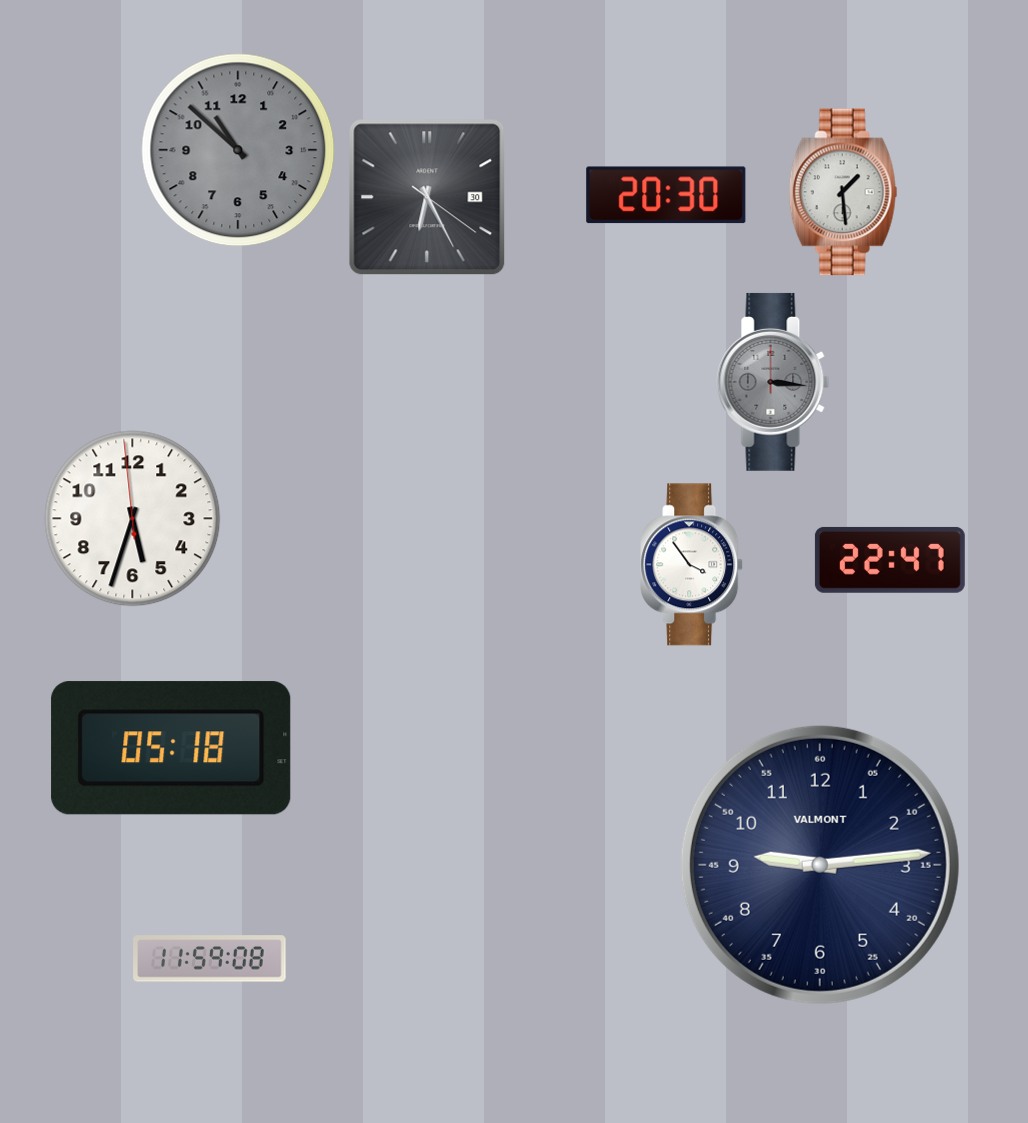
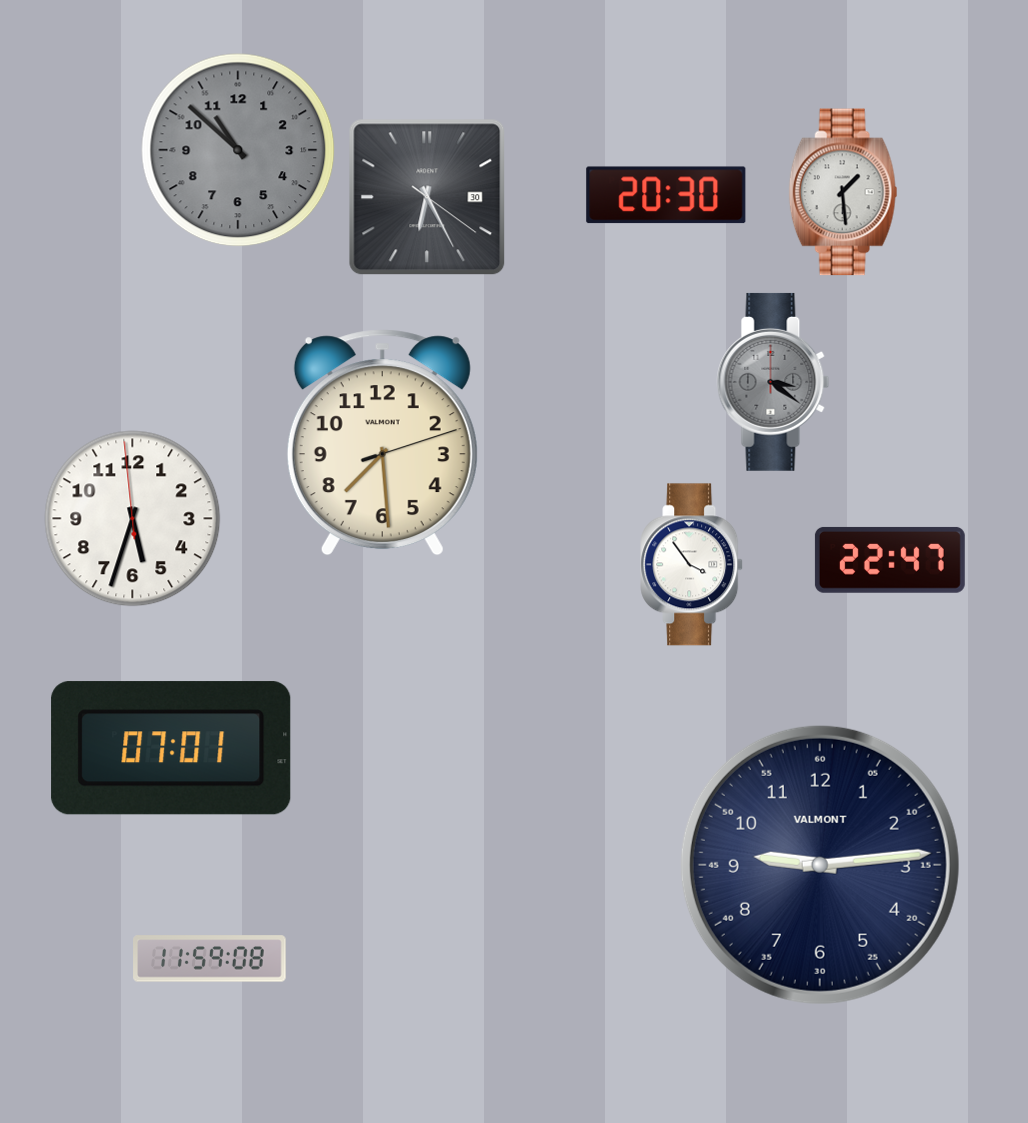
clock at (773, 382): 3:16 -> 3:21
clock at (382, 443): none -> 7:29
clock at (171, 748): 05:18 -> 07:01
